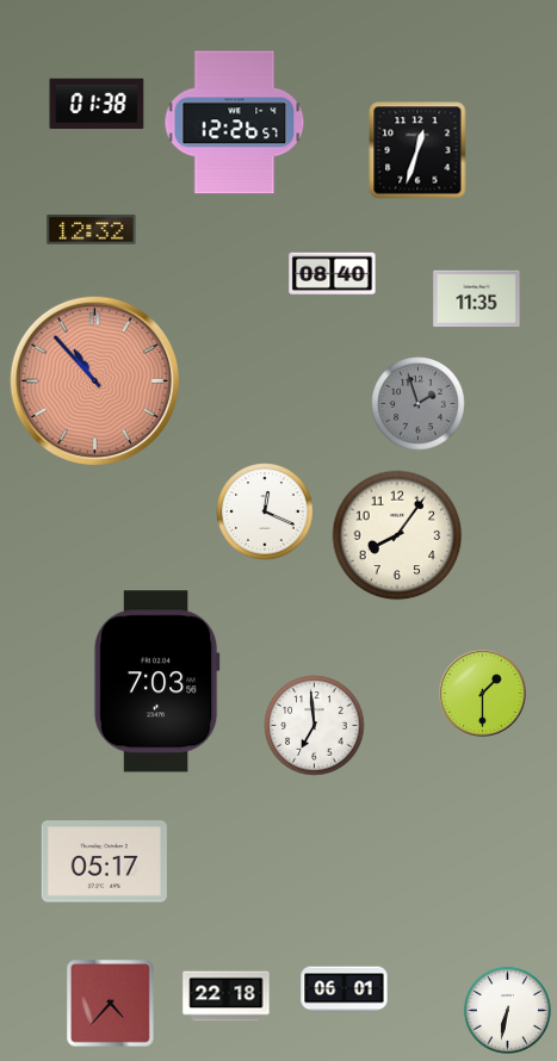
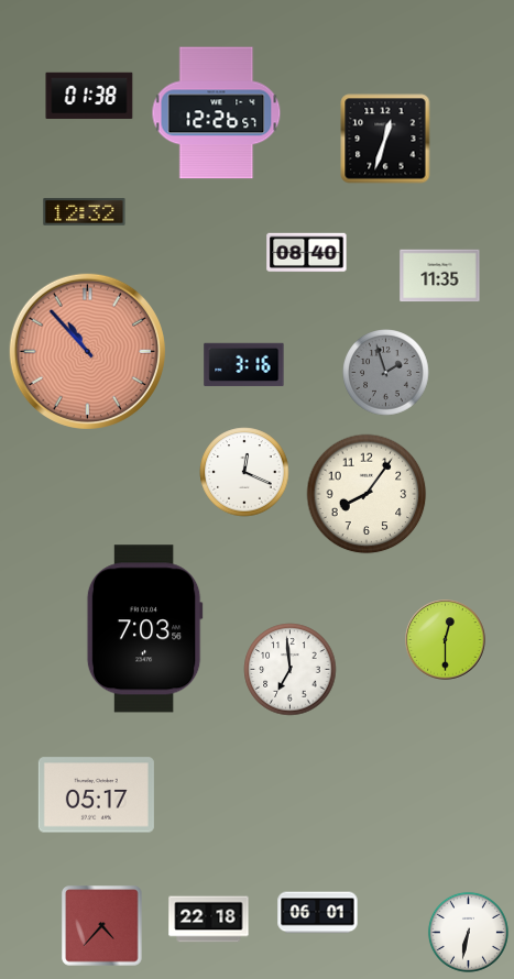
clock at (244, 365): none -> 3:16
clock at (483, 694): 1:30 -> 12:30
